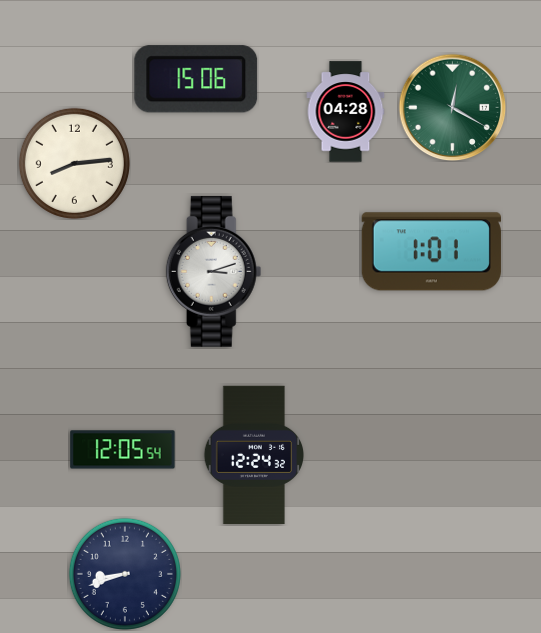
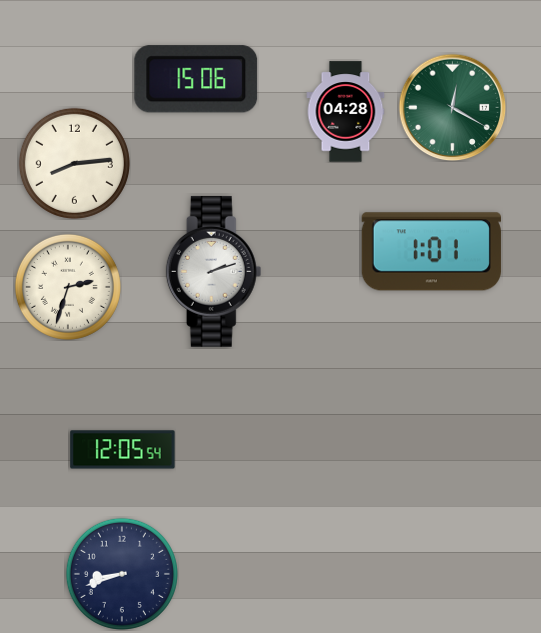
clock at (214, 271): 3:12 -> 2:12
clock at (68, 287): none -> 2:33
clock at (253, 455): 12:24 -> none
clock at (125, 574) position: (125, 574) -> (122, 574)
